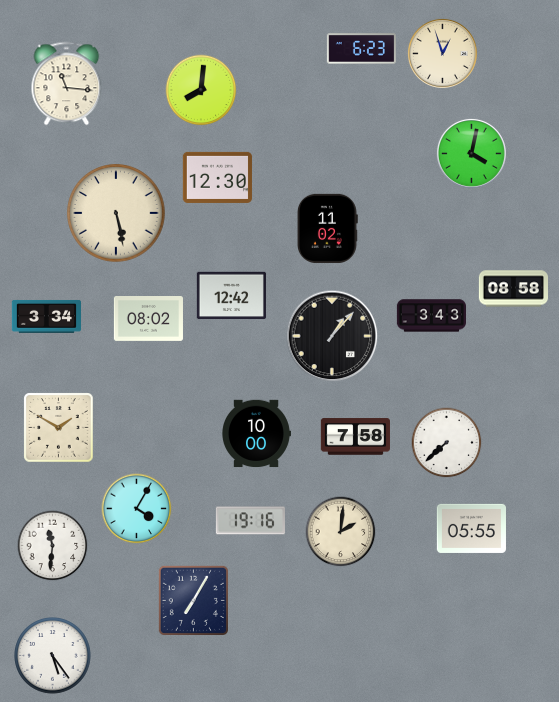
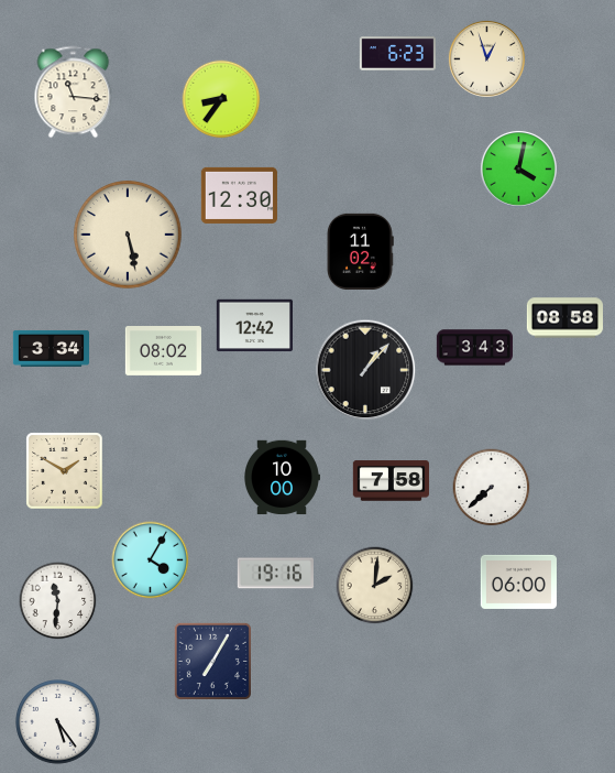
clock at (201, 90): 8:01 -> 8:36
clock at (471, 528): 05:55 -> 06:00
